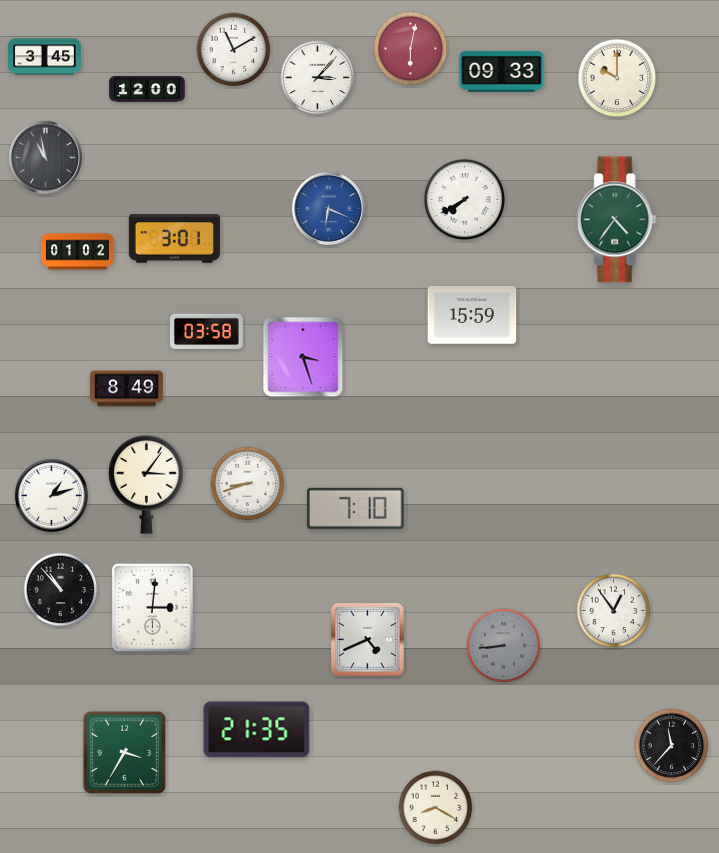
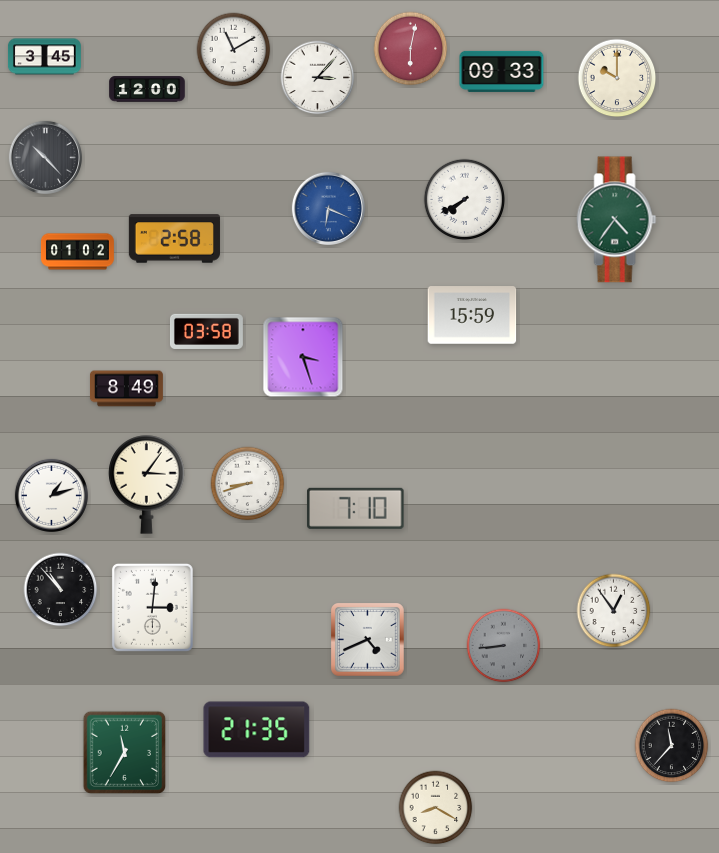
clock at (45, 157): 10:58 -> 10:23
clock at (174, 239): 3:01 -> 2:58
clock at (125, 753): 3:35 -> 11:35
